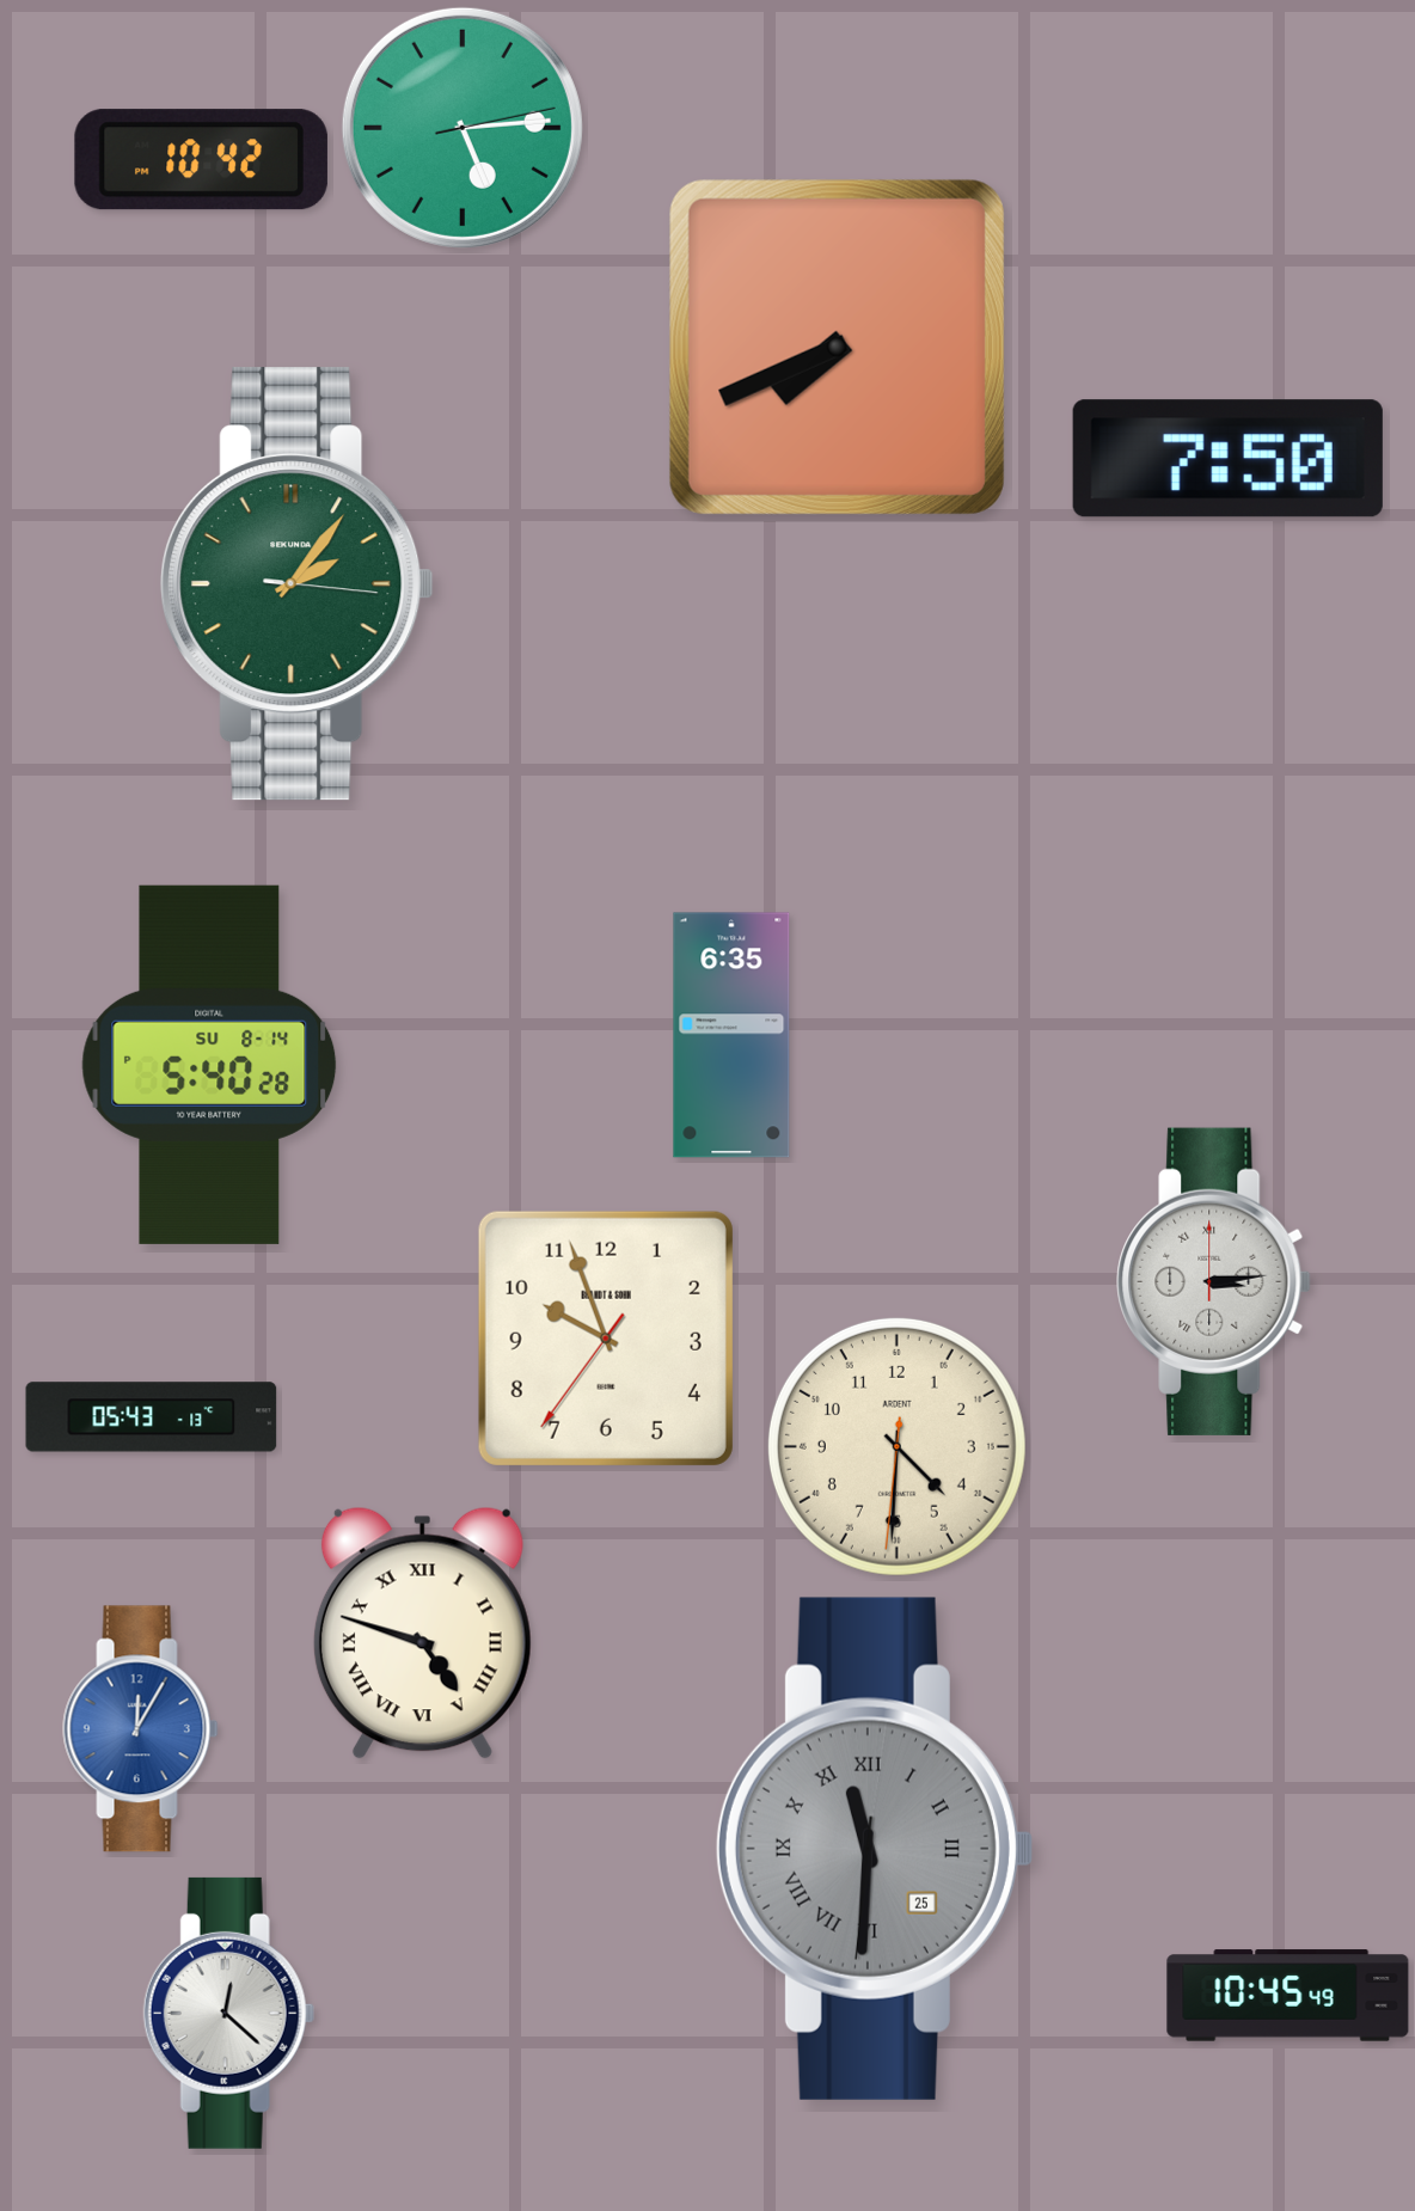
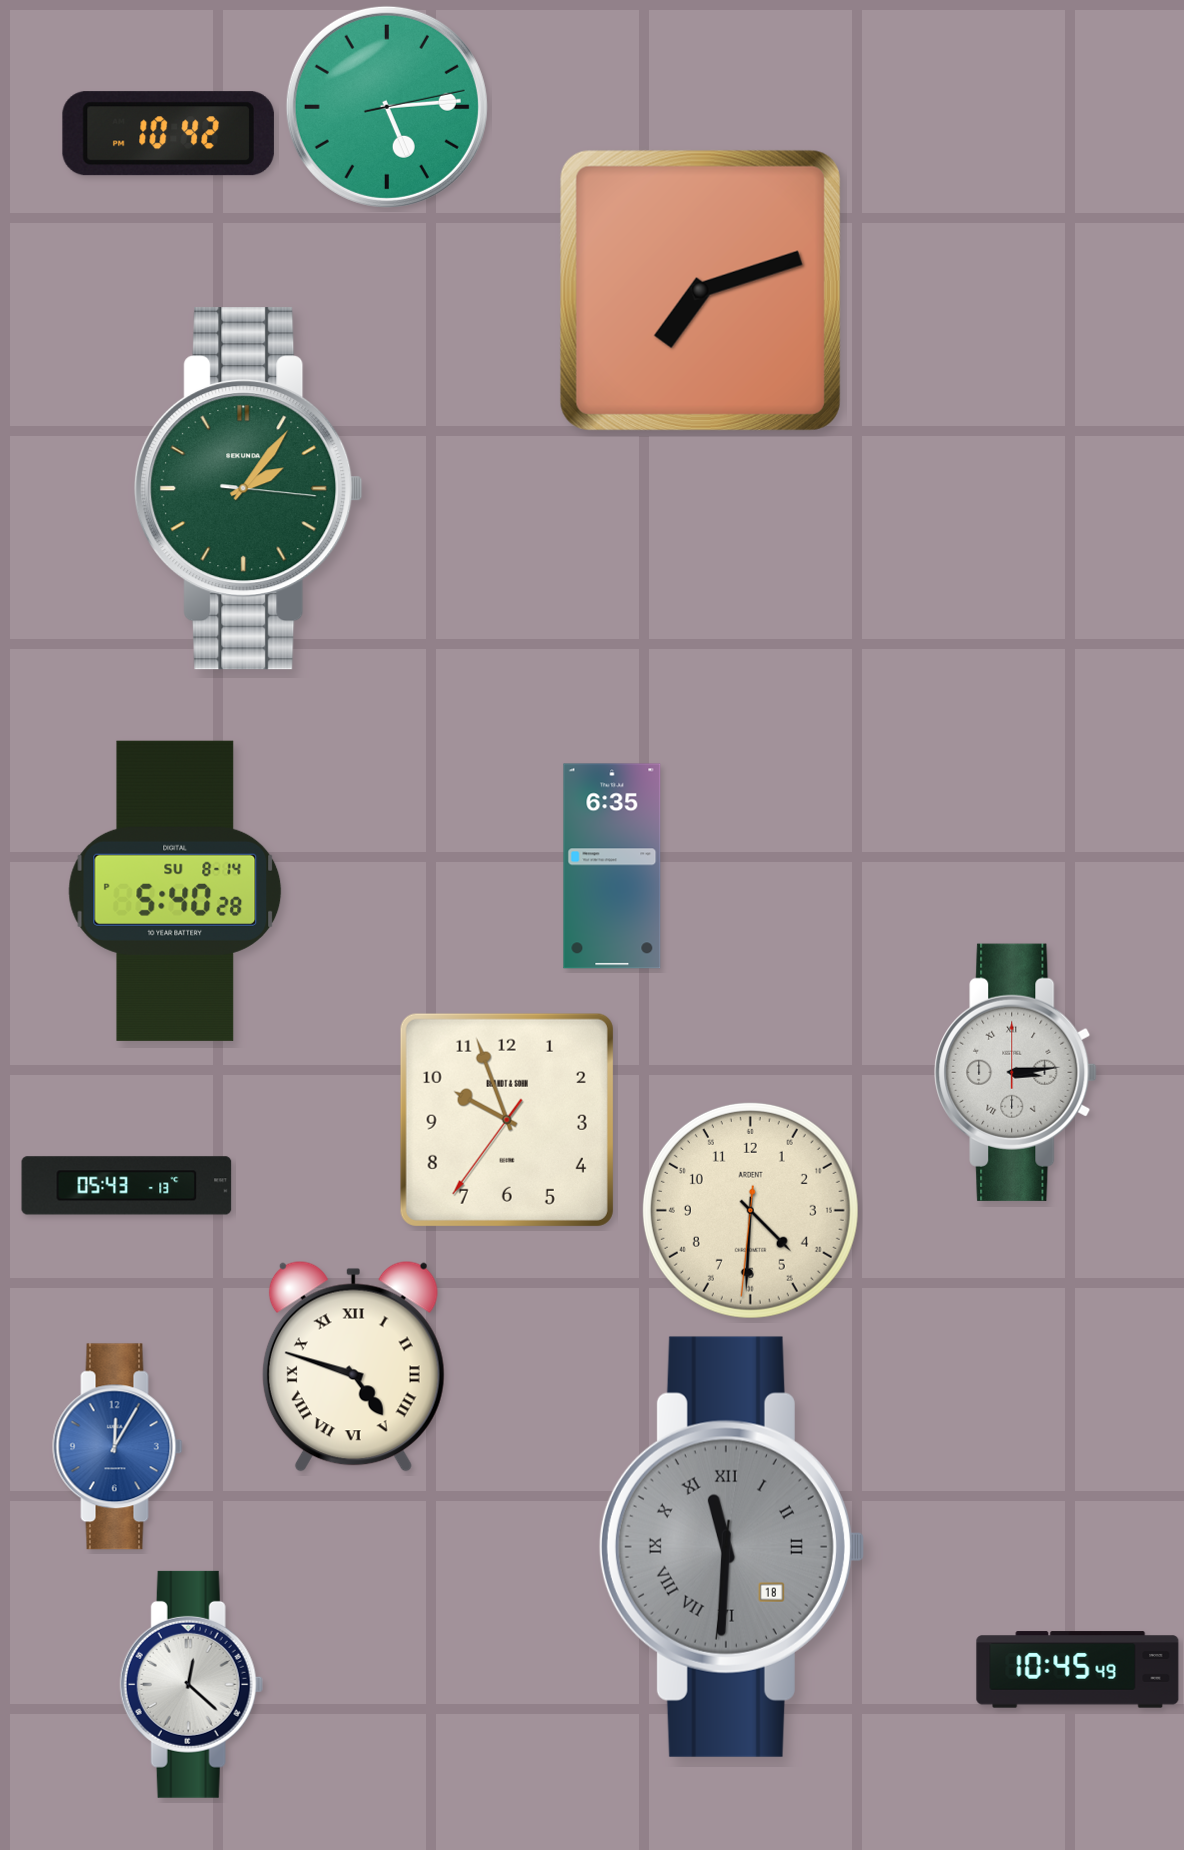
clock at (837, 347): 7:41 -> 7:12
clock at (1227, 459): 7:50 -> none
clock at (874, 1849) date: 25 -> 18
